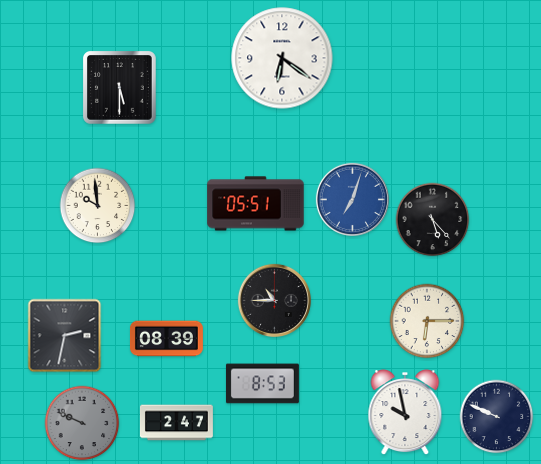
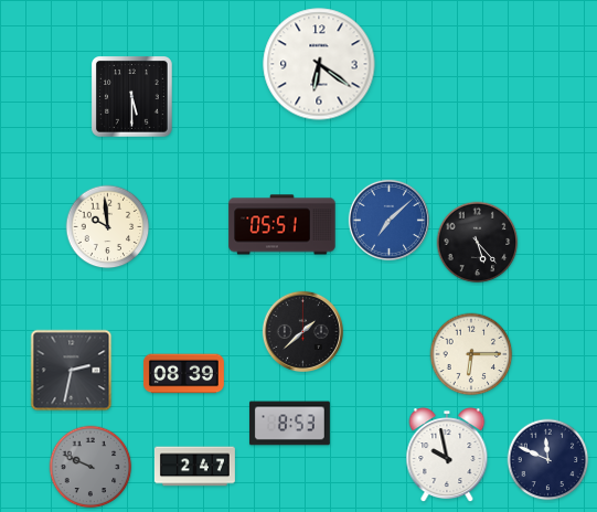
clock at (282, 58) position: (282, 58) -> (319, 64)
clock at (352, 199): 7:03 -> 7:08
clock at (274, 300): 10:45 -> 1:38
clock at (497, 417): 9:49 -> 11:49
